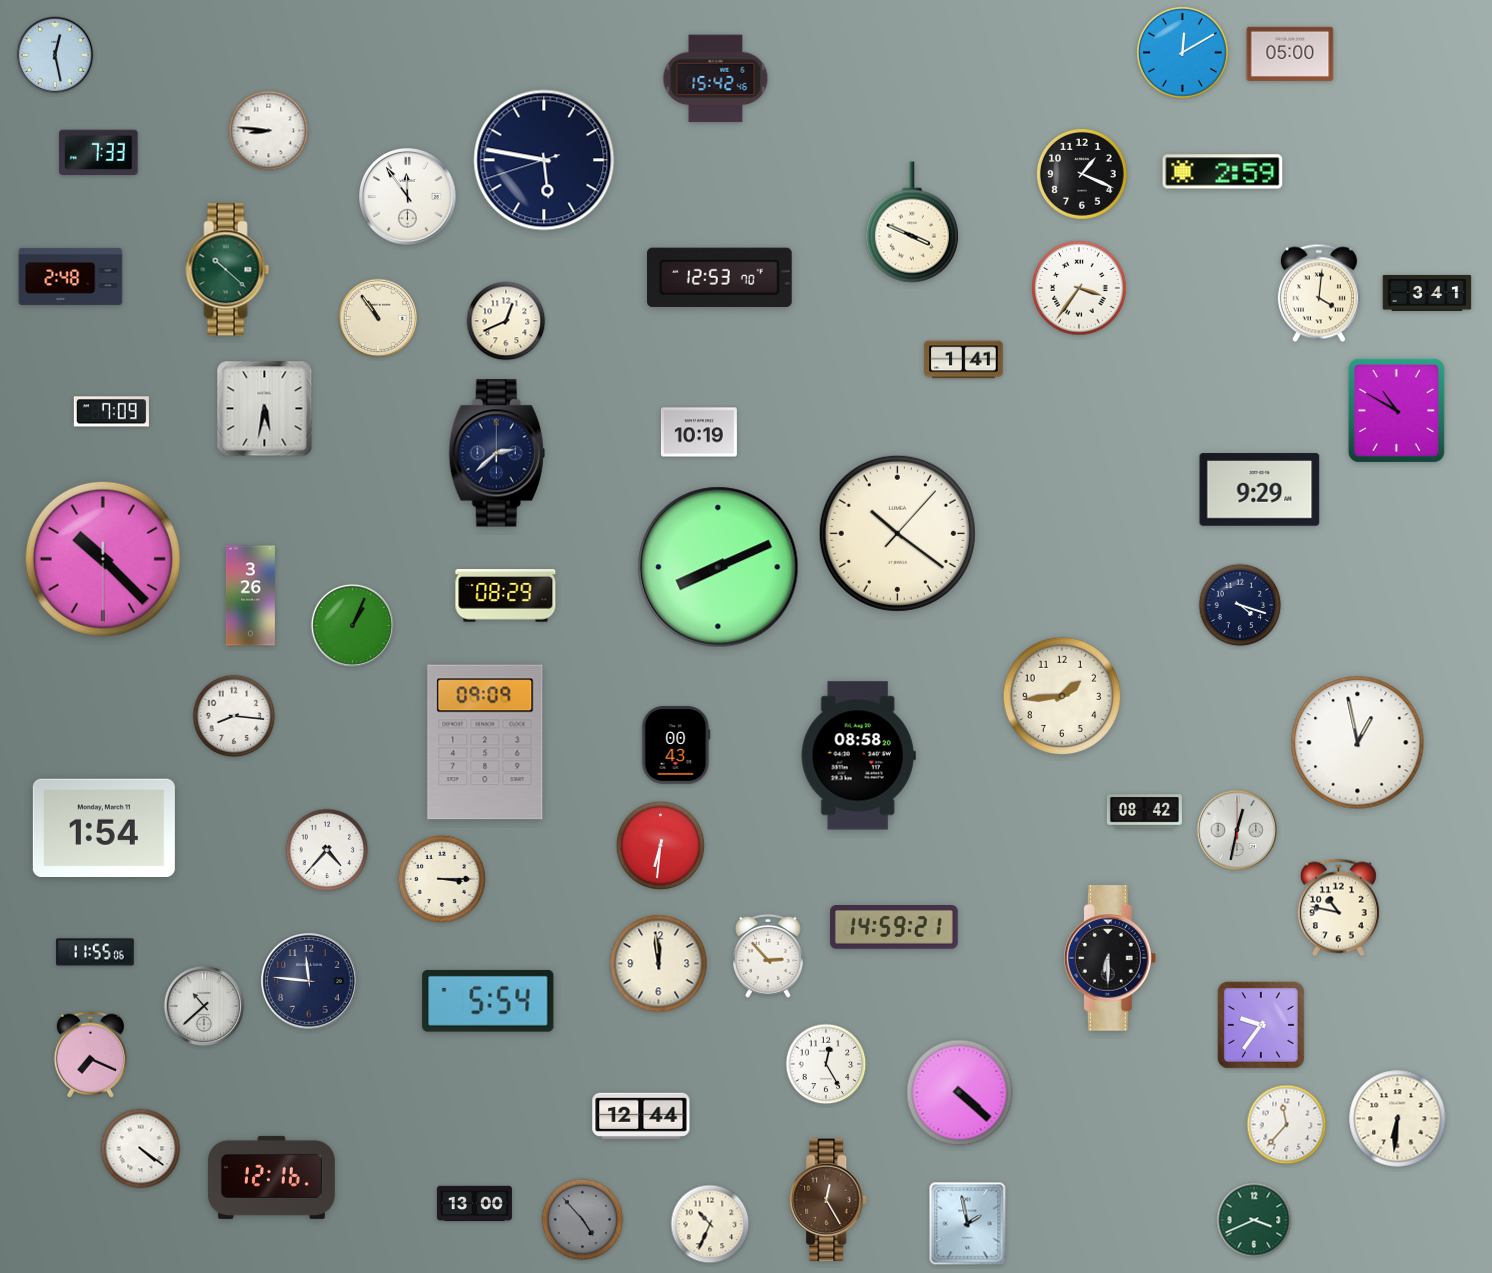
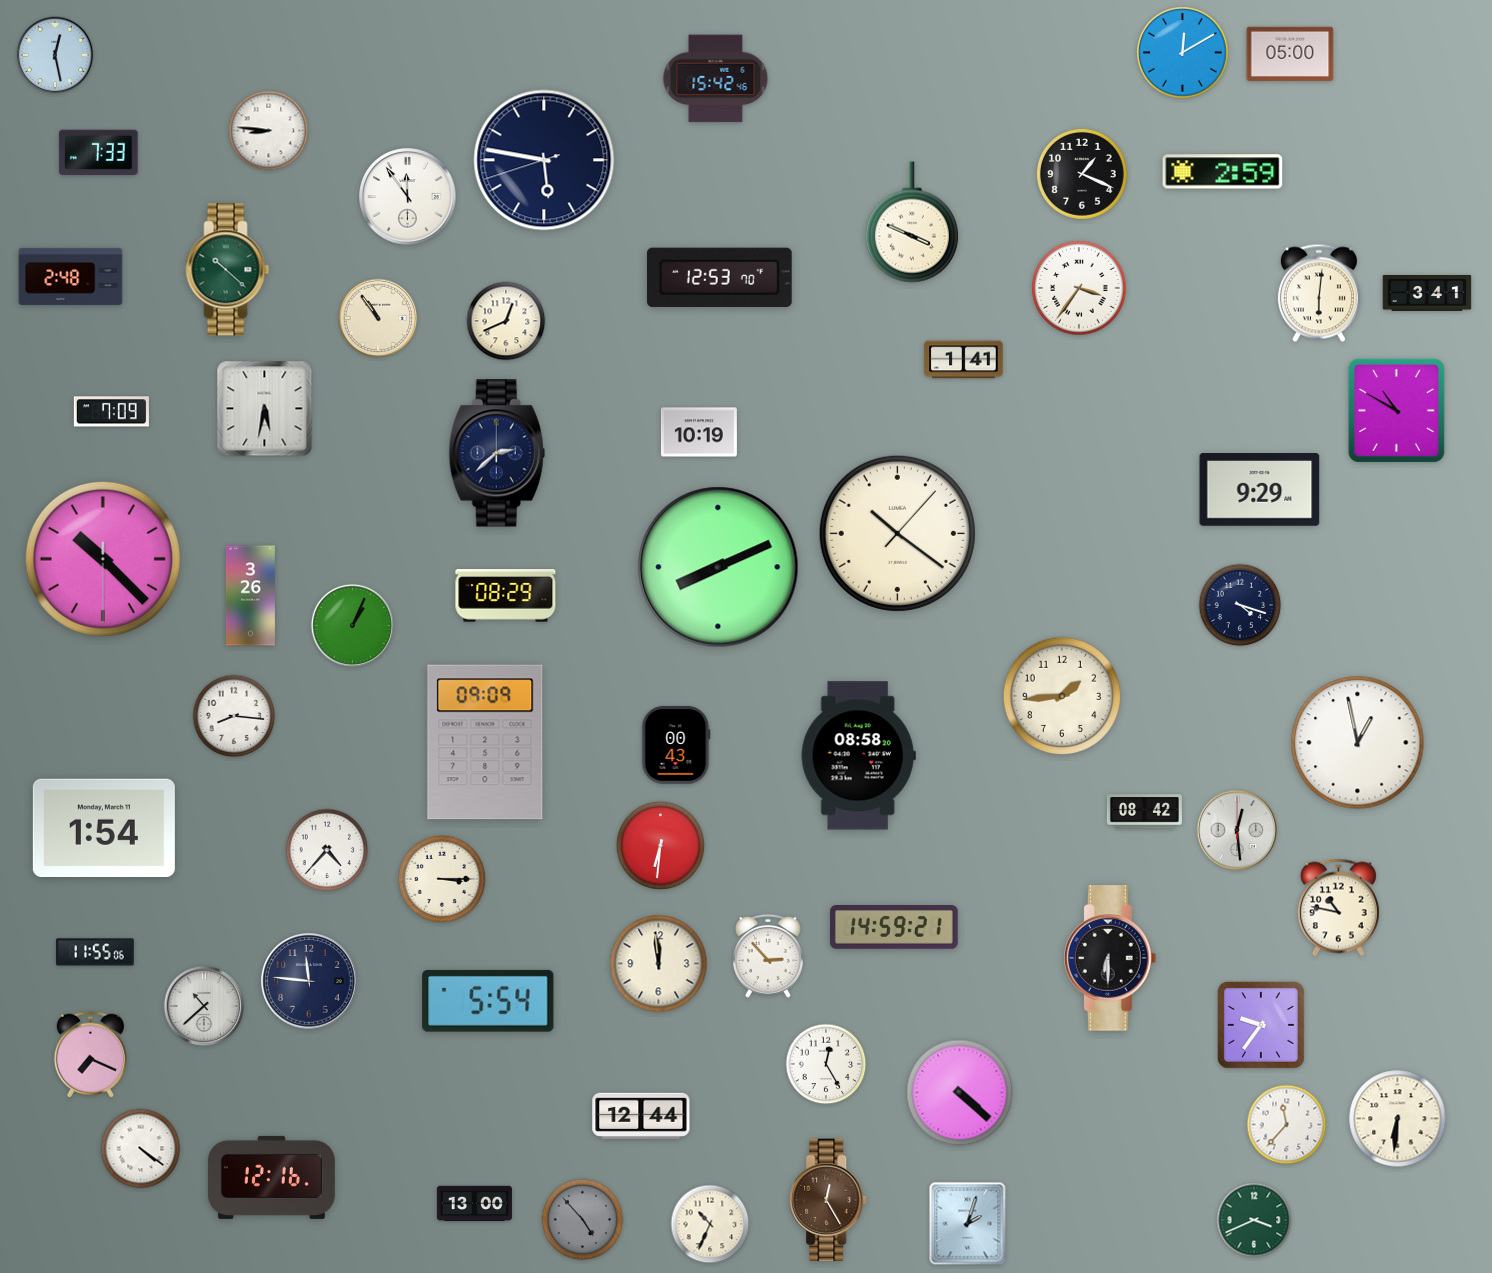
clock at (1319, 293): 4:01 -> 6:01
clock at (1237, 830): 12:32 -> 12:29
clock at (968, 1224): 1:58 -> 2:03
